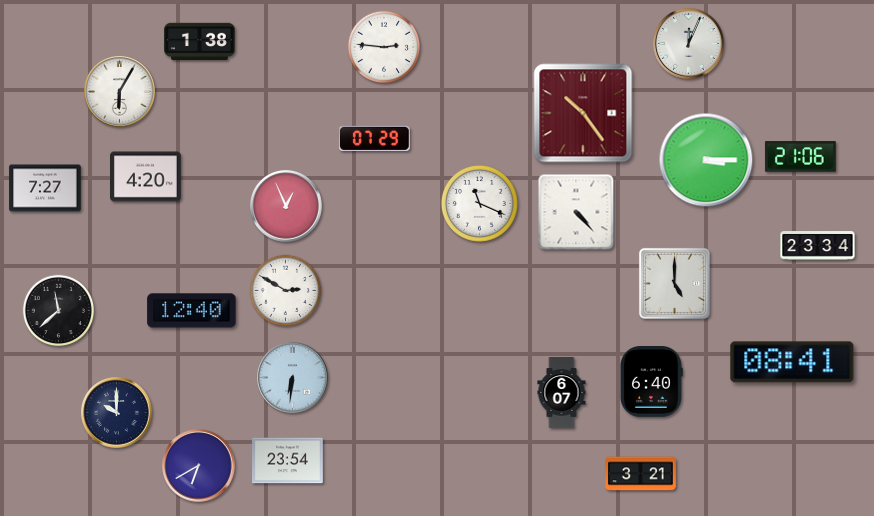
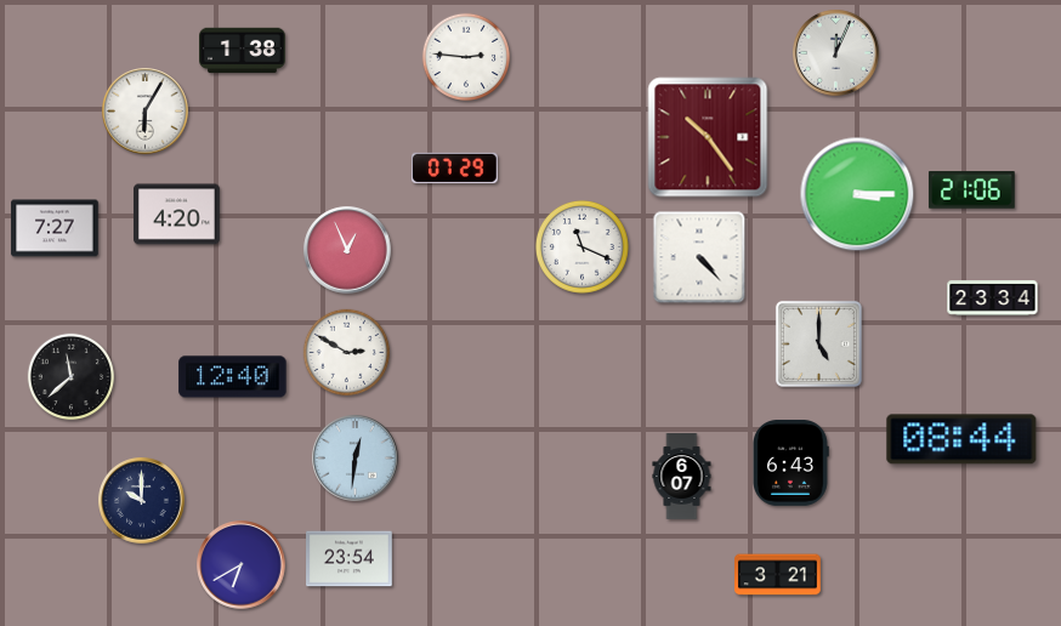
clock at (792, 362): 08:41 -> 08:44
clock at (293, 378): 6:31 -> 12:31
clock at (652, 382): 6:40 -> 6:43
